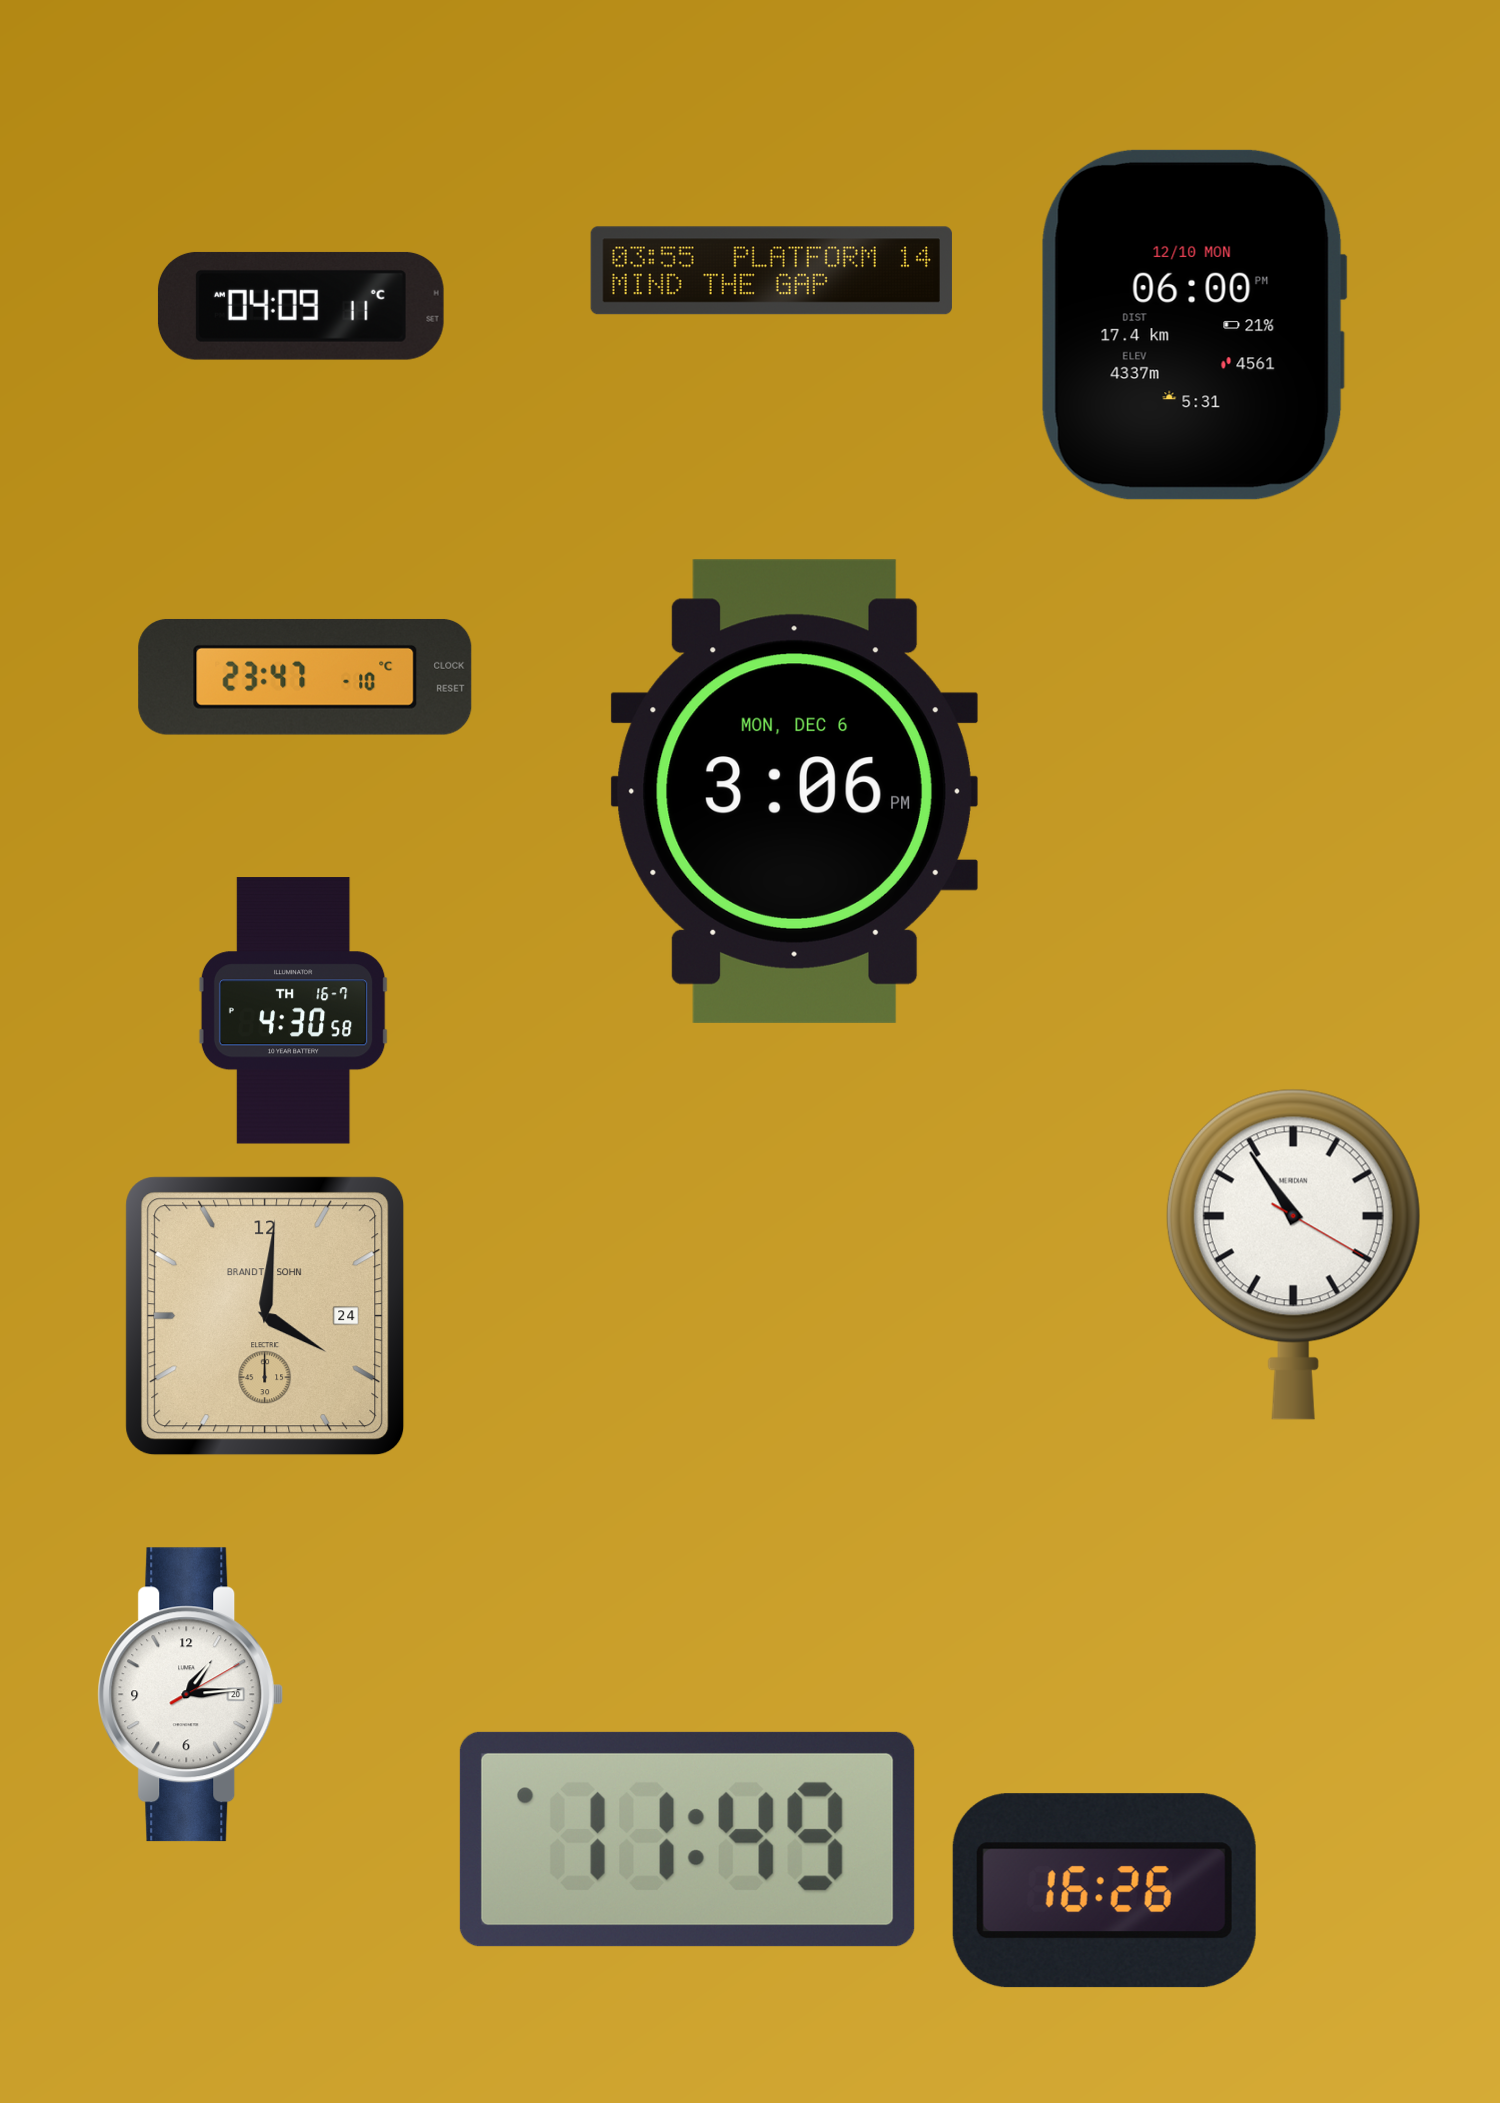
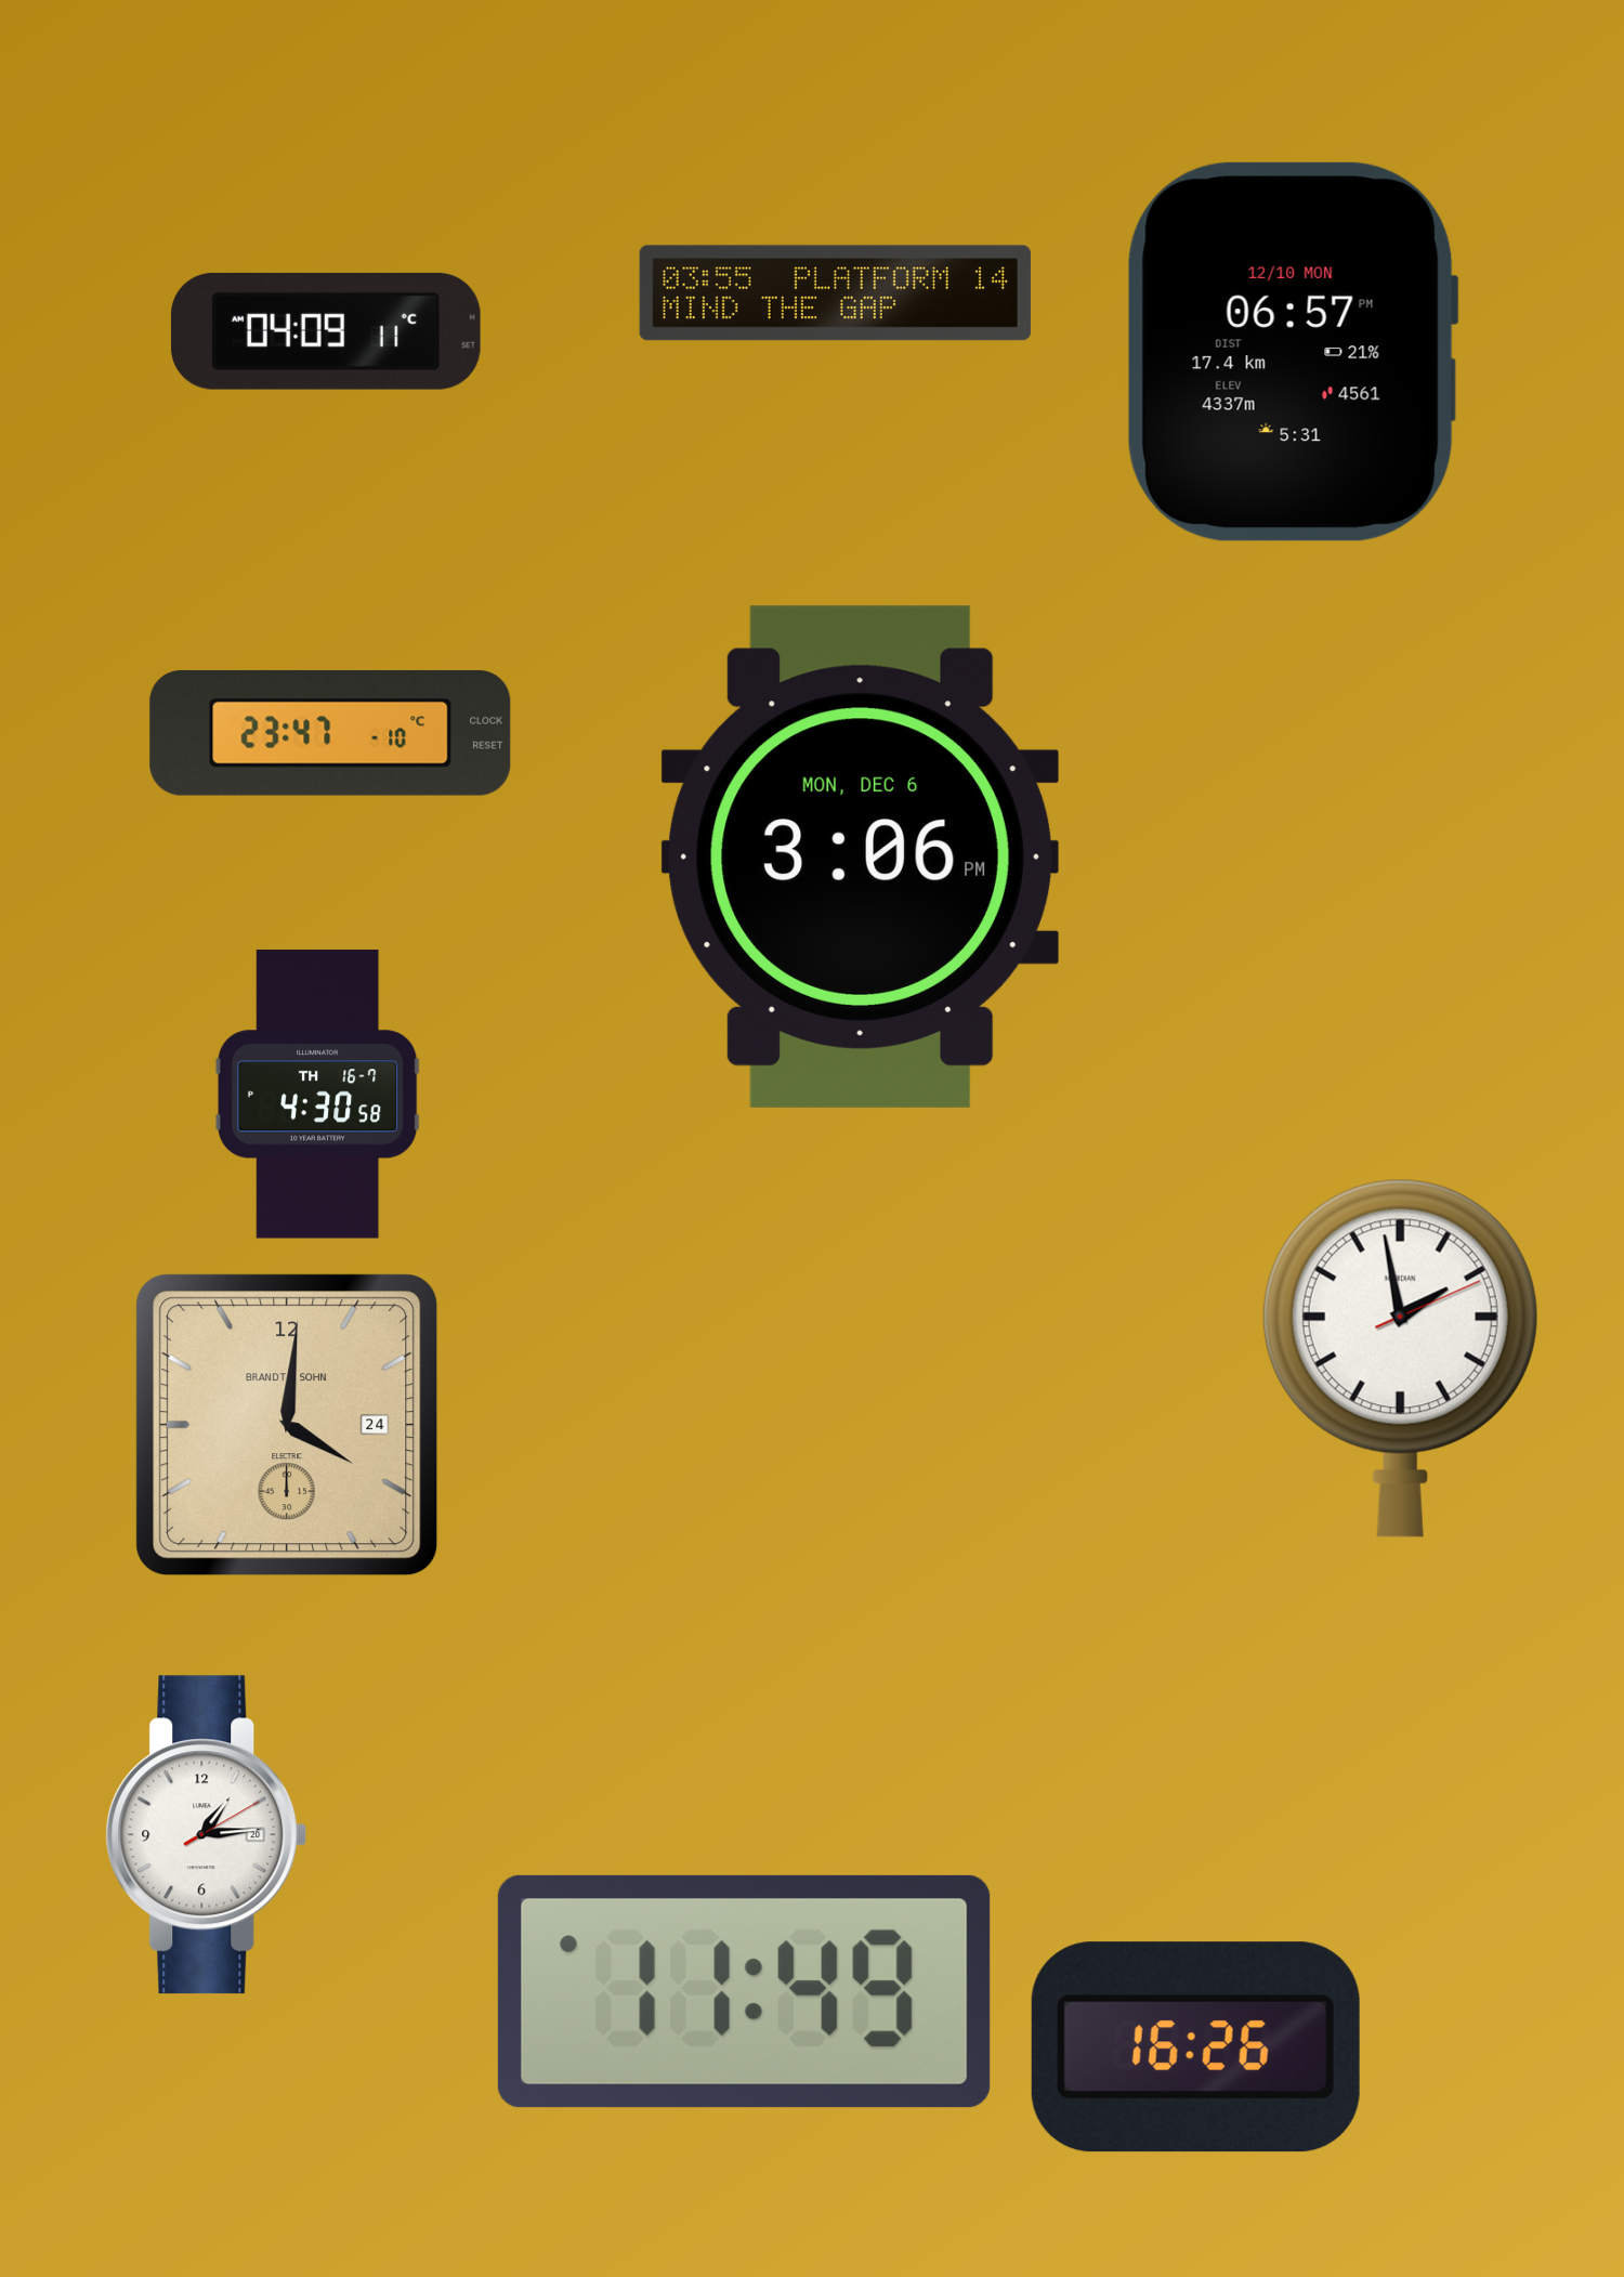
clock at (1194, 325): 06:00 -> 06:57
clock at (1293, 1254): 10:54 -> 1:58
